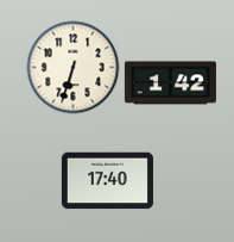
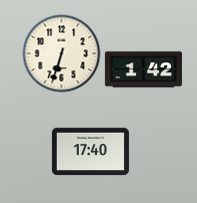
clock at (72, 67) position: (72, 67) -> (61, 53)
